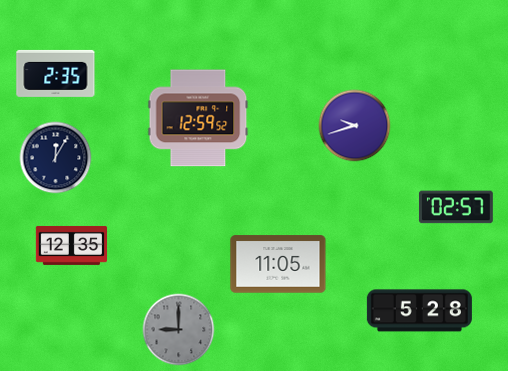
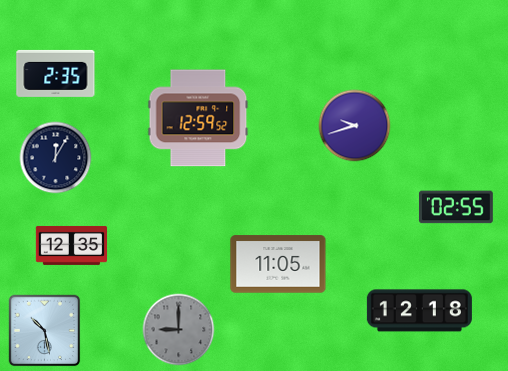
clock at (456, 207): 02:57 -> 02:55
clock at (419, 311): 5:28 -> 12:18
clock at (45, 331): none -> 10:28
